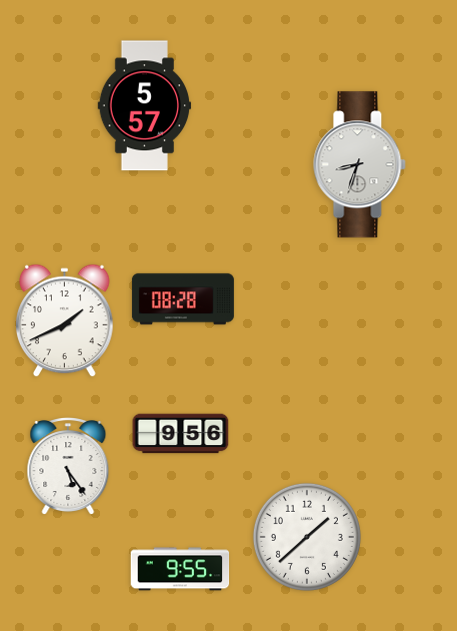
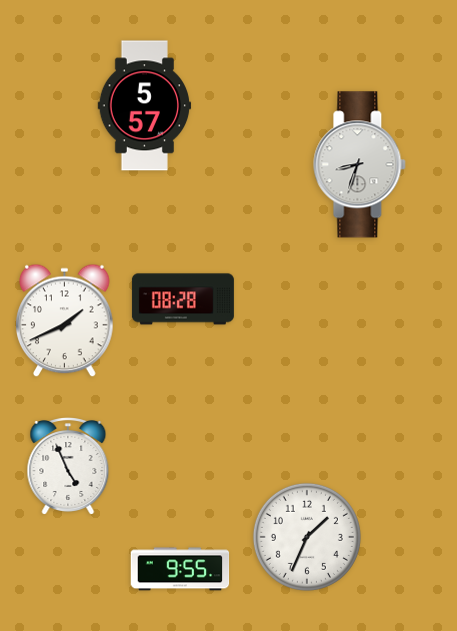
clock at (181, 434): 9:56 -> none
clock at (68, 467): 5:24 -> 4:56
clock at (307, 537): 1:38 -> 1:34
